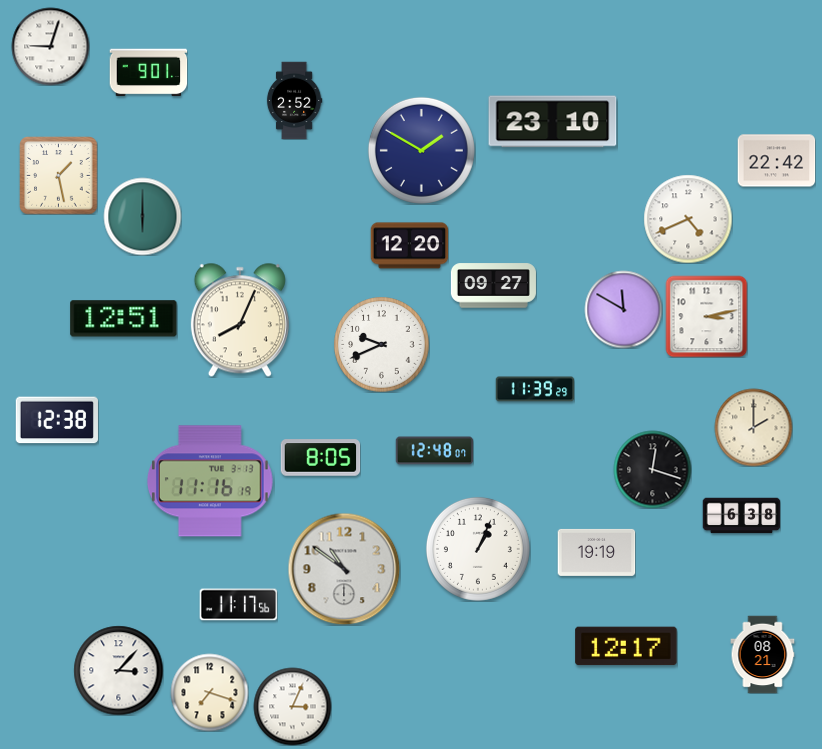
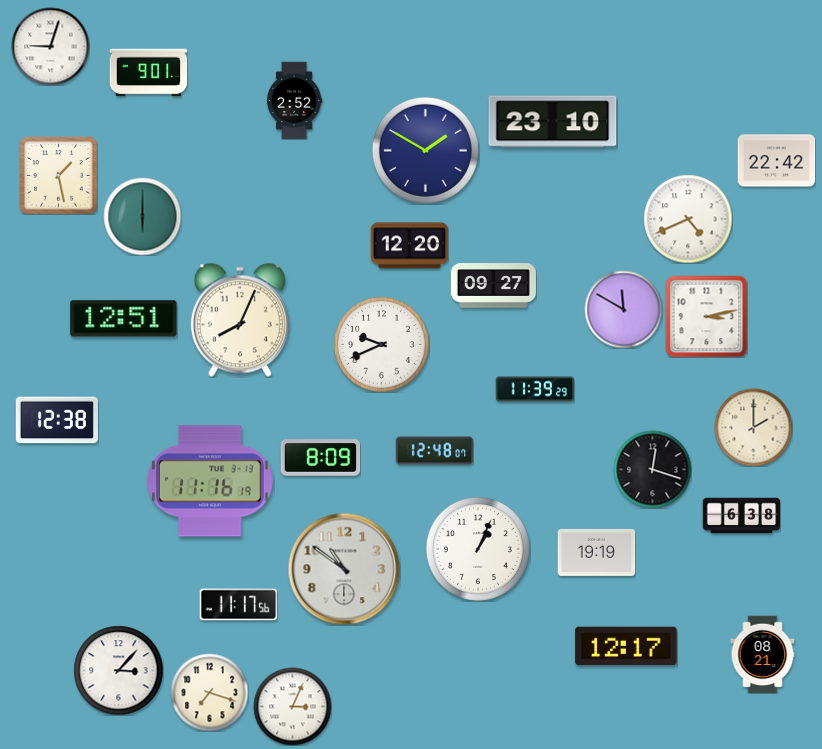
clock at (421, 150) position: (421, 150) -> (425, 150)
clock at (320, 458): 8:05 -> 8:09
